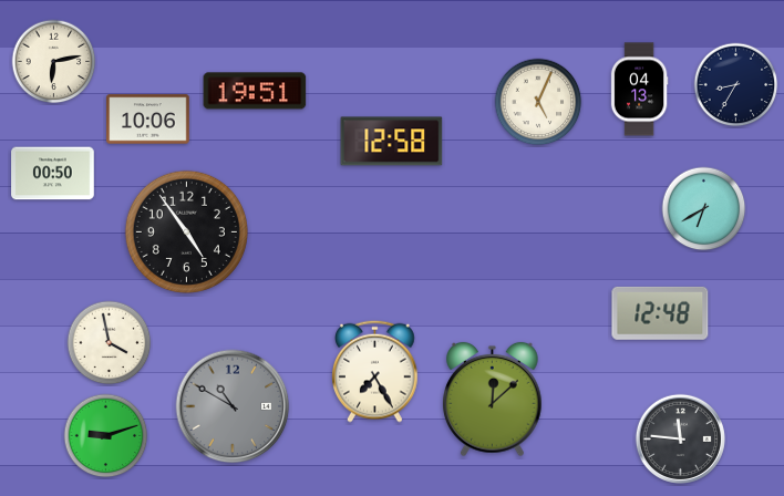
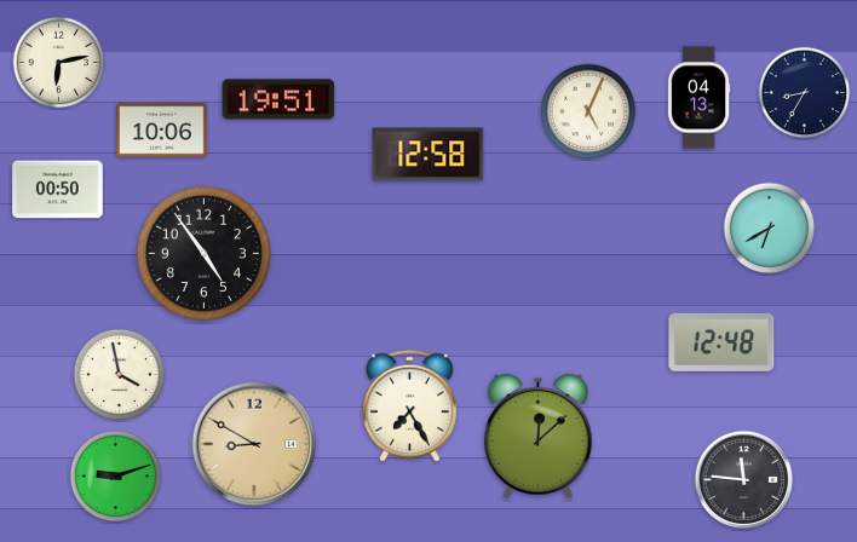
clock at (54, 62) position: (54, 62) -> (59, 63)
clock at (233, 406): 10:50 -> 8:50
clock at (233, 406) dial: grey -> champagne
